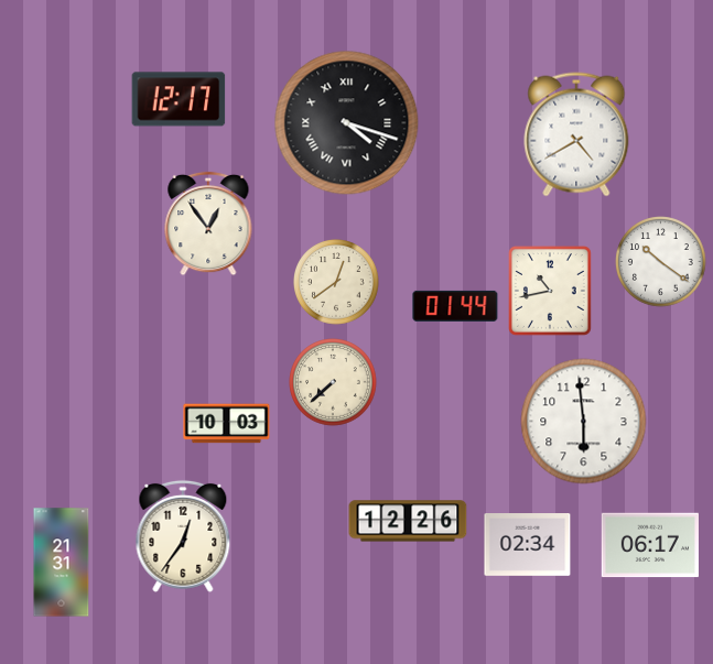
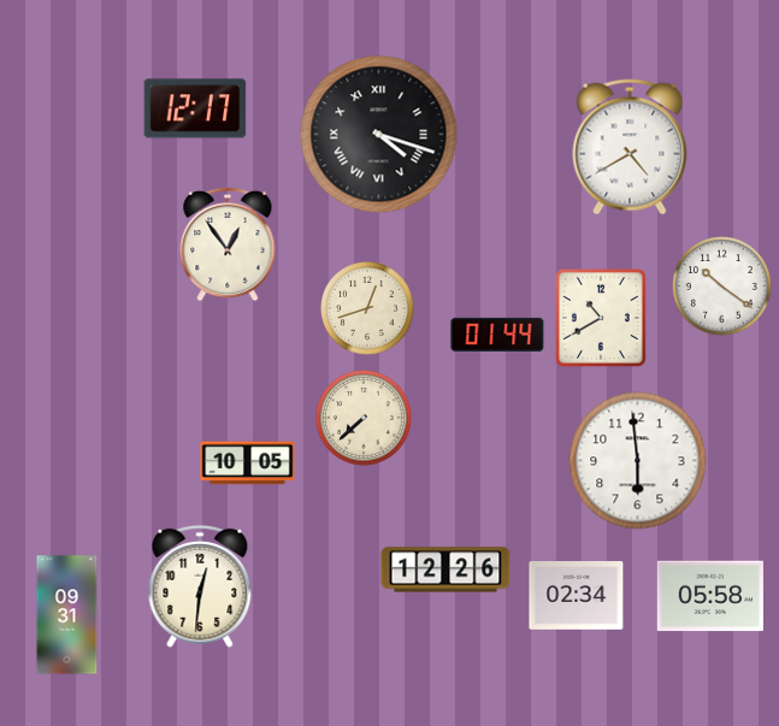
clock at (337, 282): 12:39 -> 12:42
clock at (550, 291): 10:43 -> 10:40
clock at (227, 424): 10:03 -> 10:05
clock at (183, 536): 12:36 -> 12:31
clock at (650, 545): 06:17 -> 05:58
clock at (62, 563): 21:31 -> 09:31
